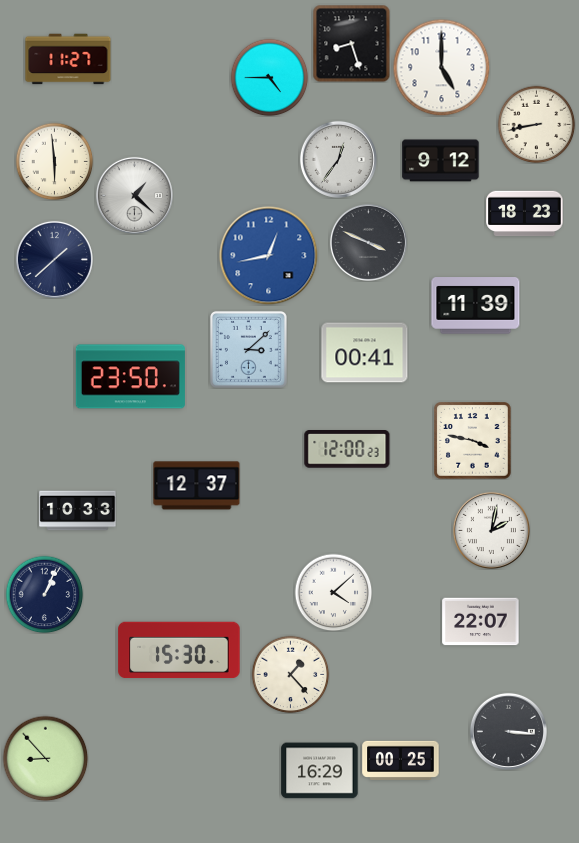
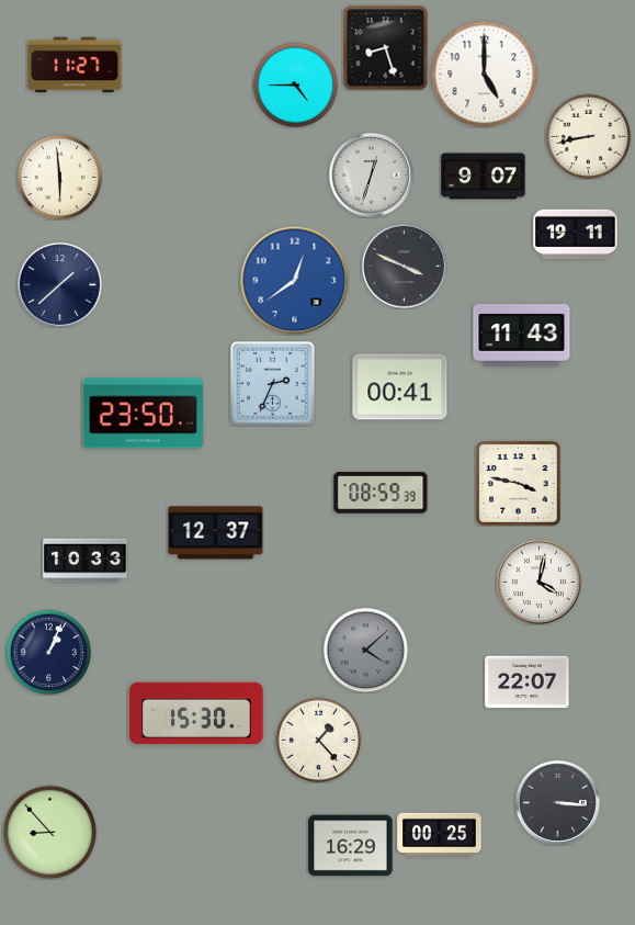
clock at (338, 159): 12:36 -> 12:33
clock at (441, 161): 9:12 -> 9:07
clock at (134, 195): 1:22 -> none
clock at (525, 214): 18:23 -> 19:11
clock at (269, 256): 12:43 -> 12:39
clock at (476, 306): 11:39 -> 11:43
clock at (248, 349): 3:08 -> 2:34
clock at (347, 449): 12:00 -> 08:59
clock at (491, 530): 2:02 -> 4:02
clock at (333, 592) dial: white -> grey
